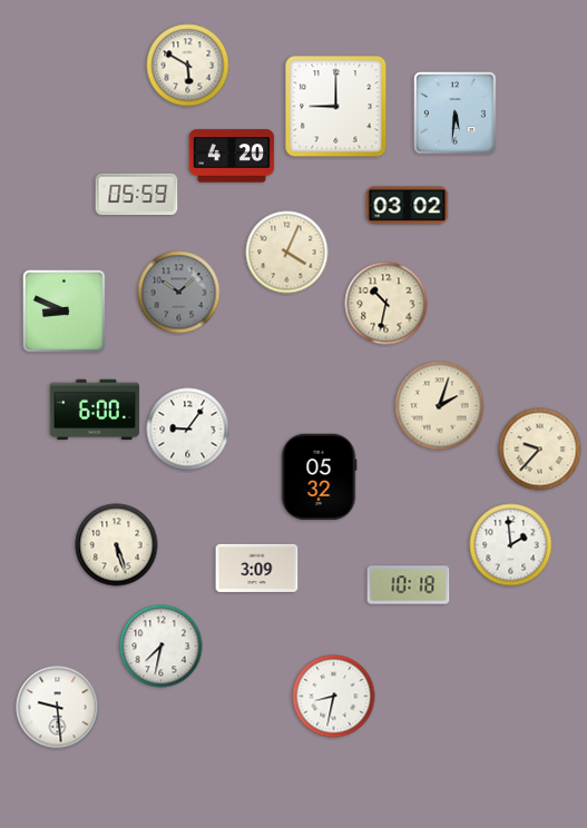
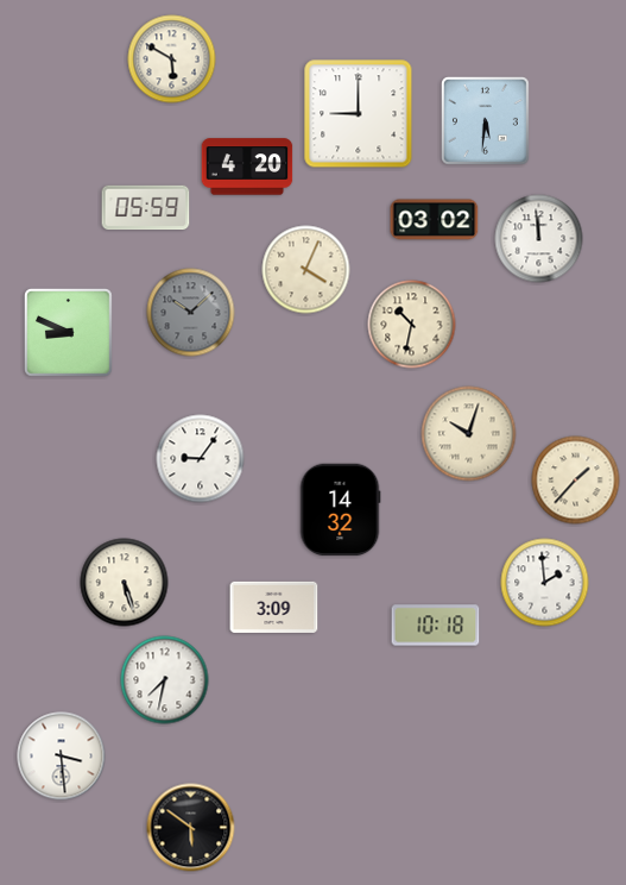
clock at (188, 66) position: (188, 66) -> (172, 59)
clock at (539, 239): none -> 11:59
clock at (440, 406): 2:03 -> 10:03
clock at (95, 408): 6:00 -> none
clock at (540, 450): 9:37 -> 1:37
clock at (319, 477): 05:32 -> 14:32
clock at (162, 647) position: (162, 647) -> (165, 680)
clock at (334, 697): 8:32 -> none
clock at (58, 708): 9:29 -> 3:29
clock at (191, 828): none -> 5:51
